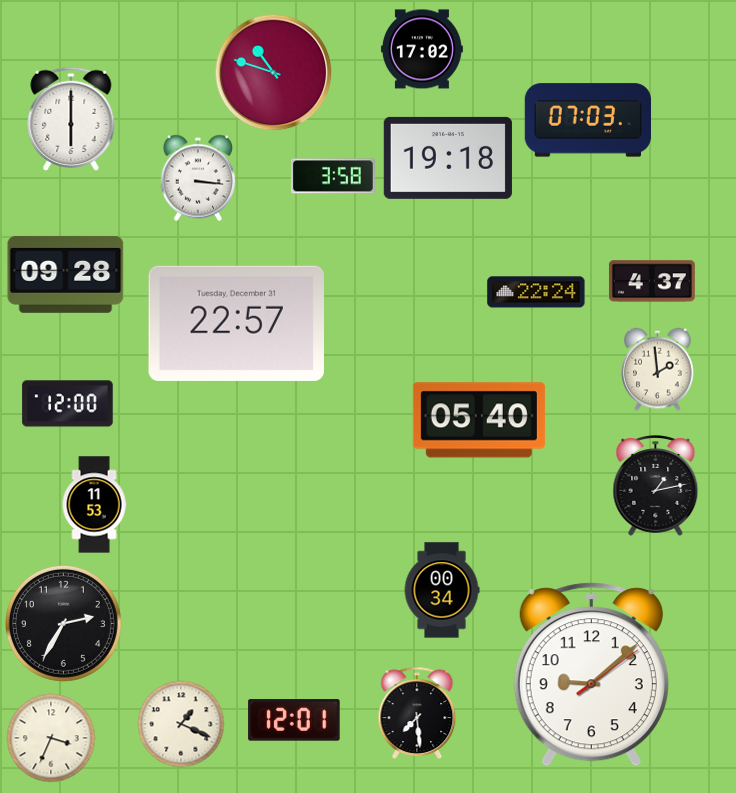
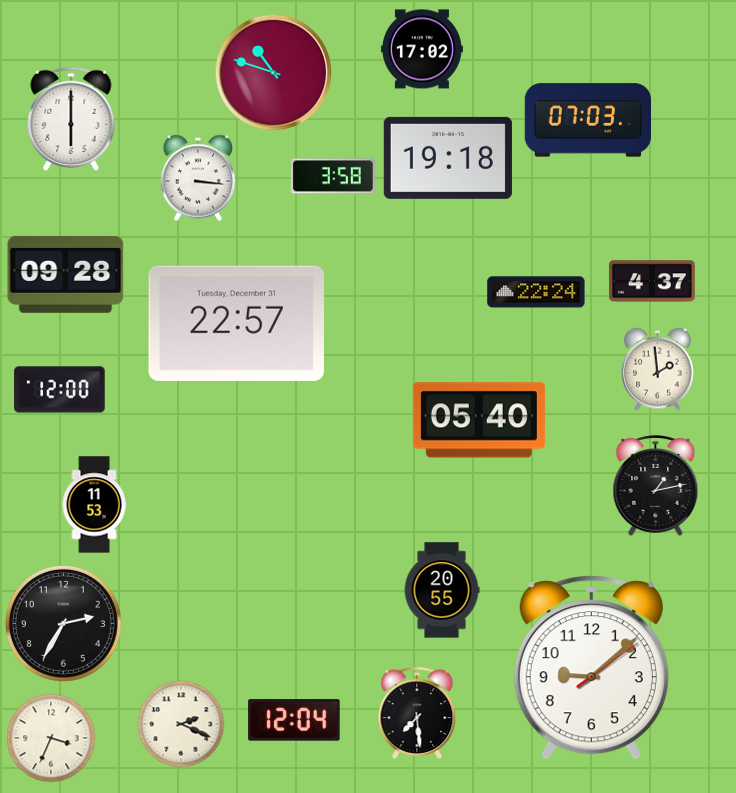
clock at (68, 404) position: (68, 404) -> (60, 390)
clock at (442, 590): 00:34 -> 20:55
clock at (591, 675) position: (591, 675) -> (591, 668)
clock at (294, 720): 12:01 -> 12:04
clock at (181, 724): 1:19 -> 2:19
